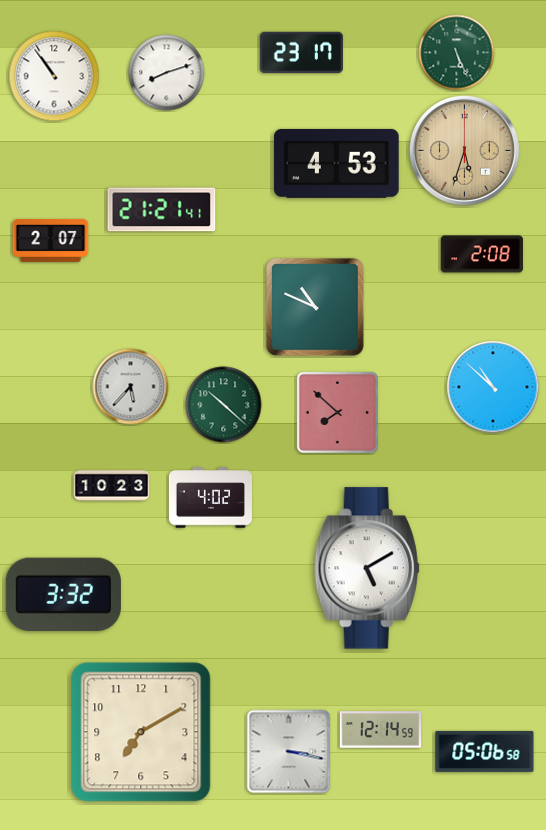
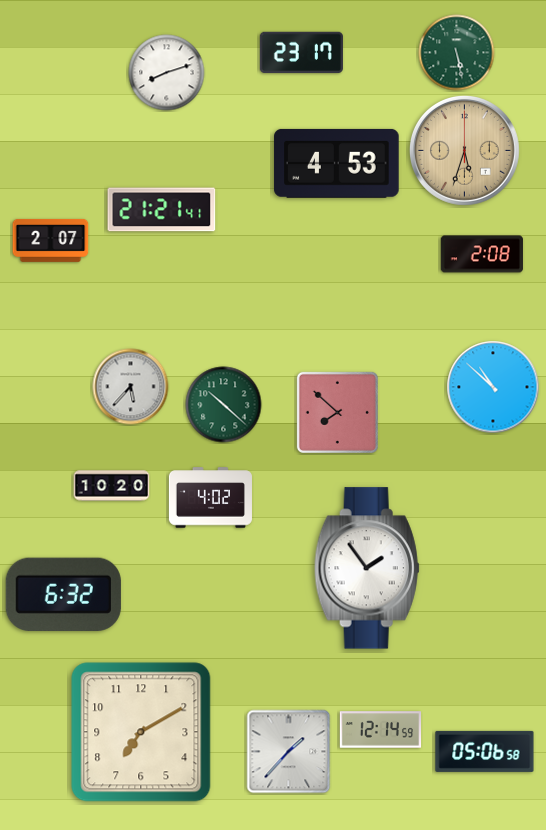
clock at (457, 53): 5:26 -> 5:28
clock at (54, 76): 10:54 -> none
clock at (315, 307): 10:49 -> none
clock at (112, 486): 10:23 -> 10:20
clock at (367, 568): 5:10 -> 1:54
clock at (63, 594): 3:32 -> 6:32
clock at (289, 752): 3:17 -> 1:37
